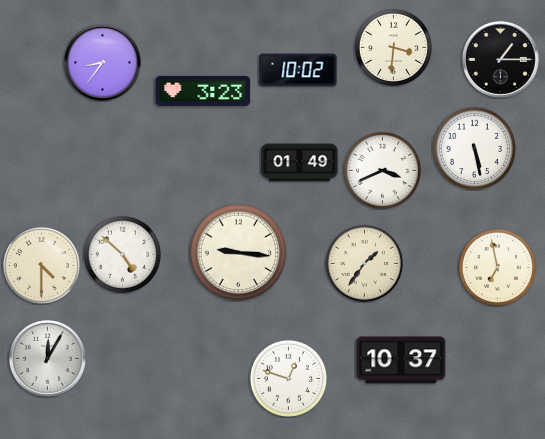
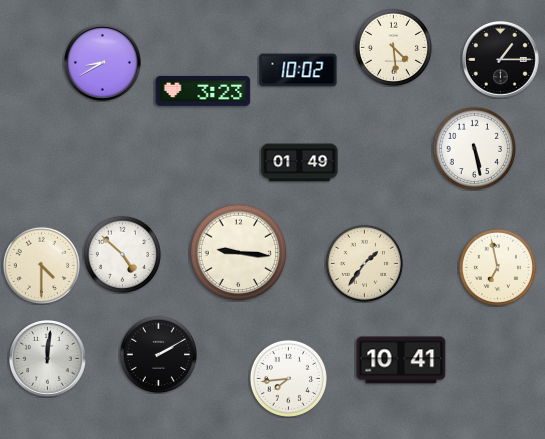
clock at (393, 47): 3:31 -> 4:29
clock at (103, 63): 8:36 -> 8:40
clock at (382, 170): 3:41 -> none
clock at (158, 354): none -> 2:10
clock at (48, 359): 12:05 -> 12:01
clock at (401, 360): 10:37 -> 10:41
clock at (288, 378): 12:48 -> 7:44
